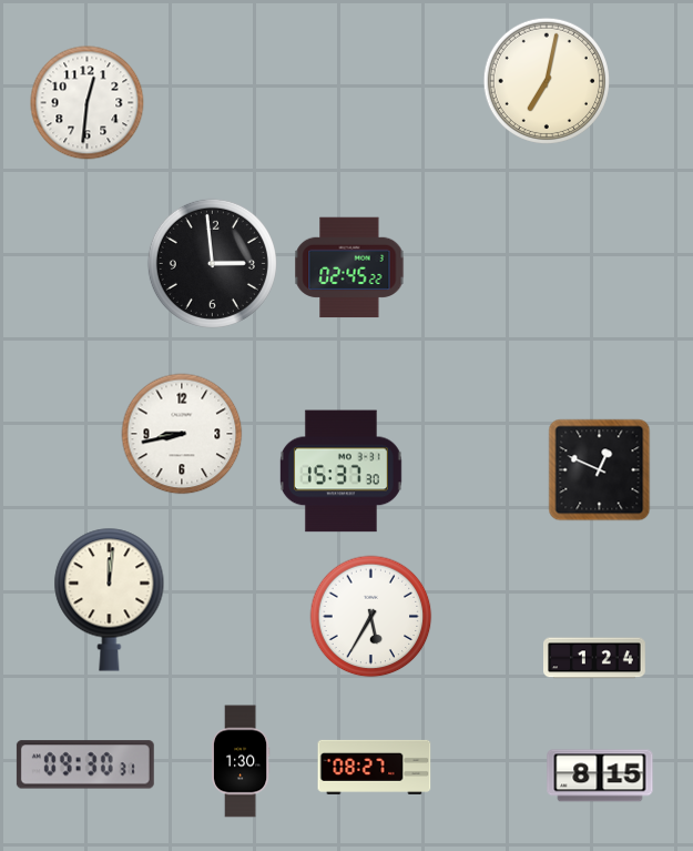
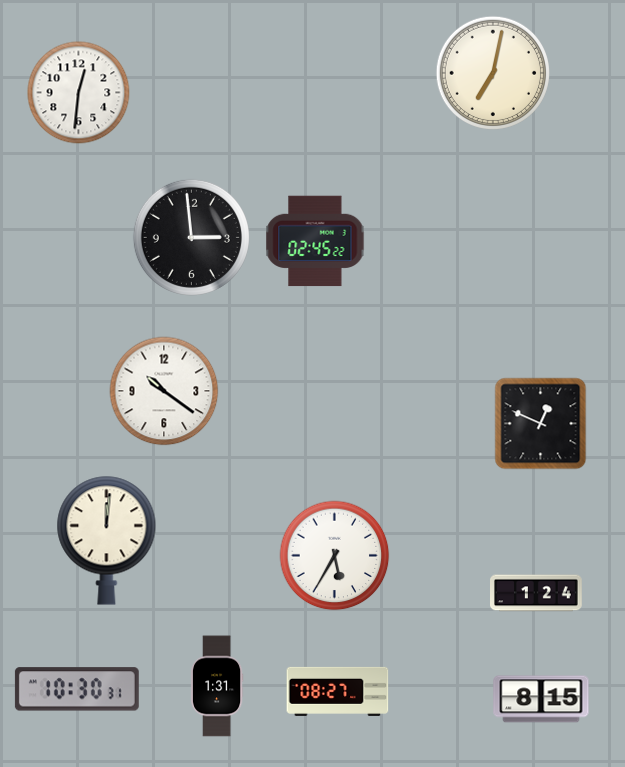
clock at (182, 434): 8:43 -> 10:21
clock at (340, 472): 15:37 -> none
clock at (110, 599) position: (110, 599) -> (107, 540)
clock at (241, 761): 1:30 -> 1:31
clock at (85, 764): 09:30 -> 10:30
